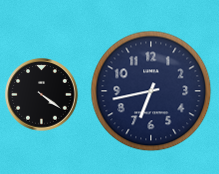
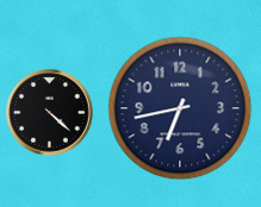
clock at (42, 95): 4:21 -> 4:22
